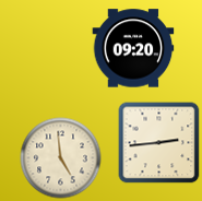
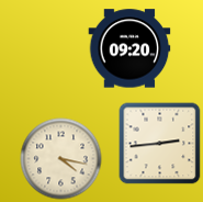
clock at (133, 48) position: (133, 48) -> (129, 48)
clock at (61, 158): 4:59 -> 4:17
